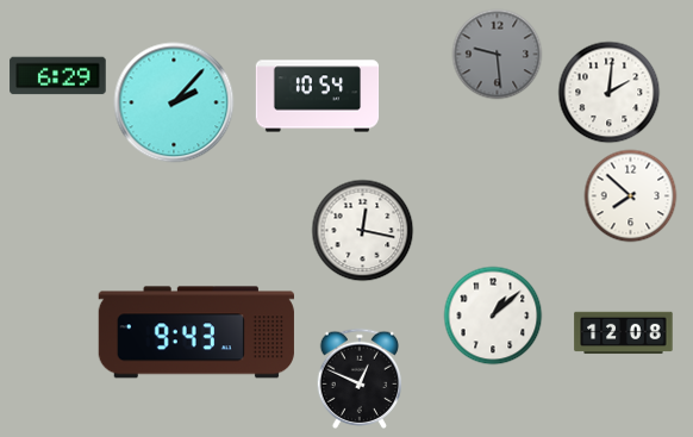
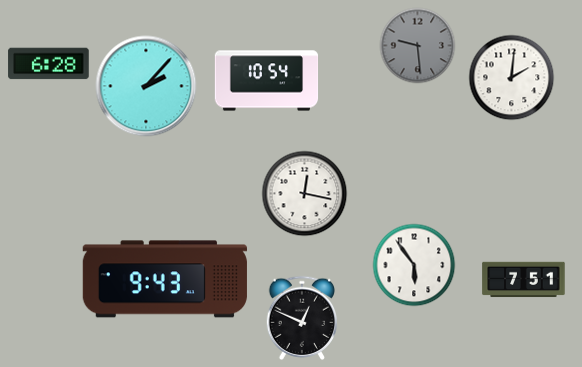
clock at (58, 76): 6:29 -> 6:28
clock at (631, 196): 7:52 -> none
clock at (493, 316): 1:08 -> 5:54
clock at (624, 333): 12:08 -> 7:51
